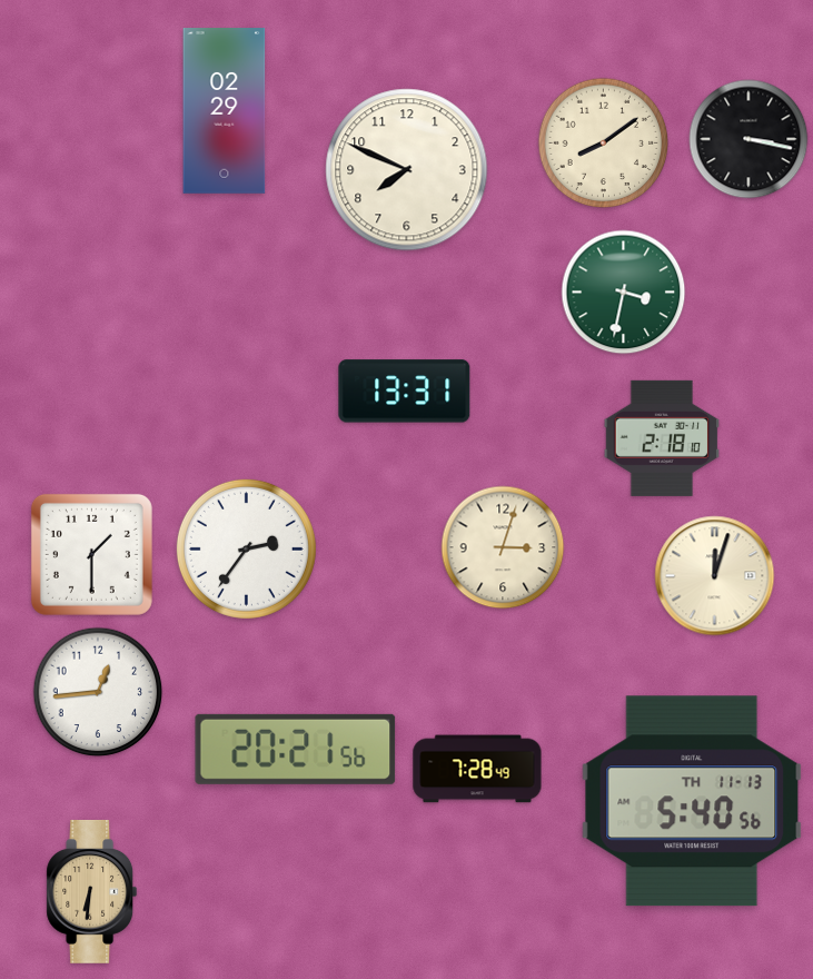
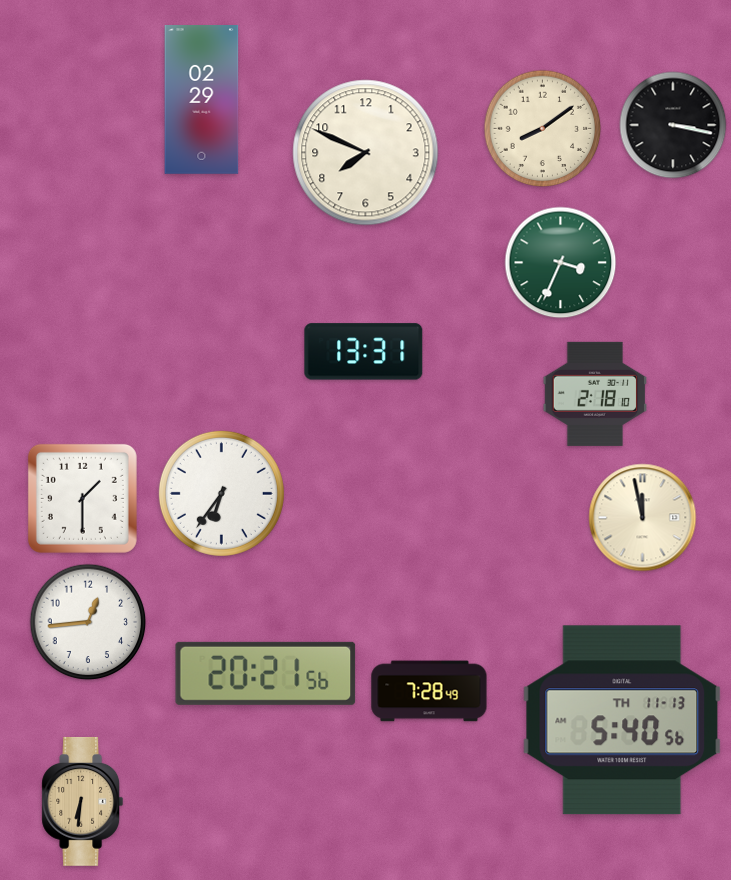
clock at (624, 293): 3:32 -> 3:34
clock at (503, 547): 3:03 -> none
clock at (246, 548): 2:36 -> 6:36
clock at (715, 576): 12:03 -> 11:58
